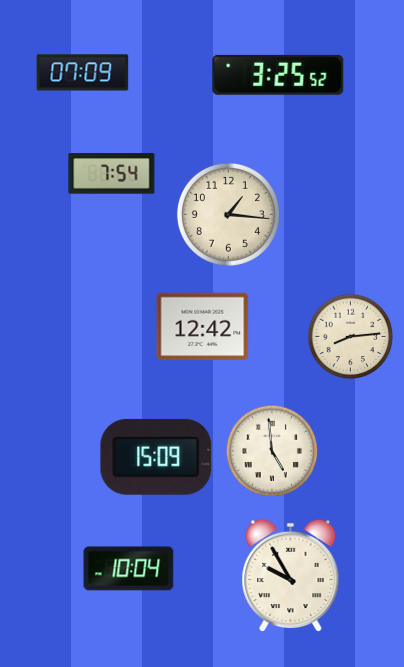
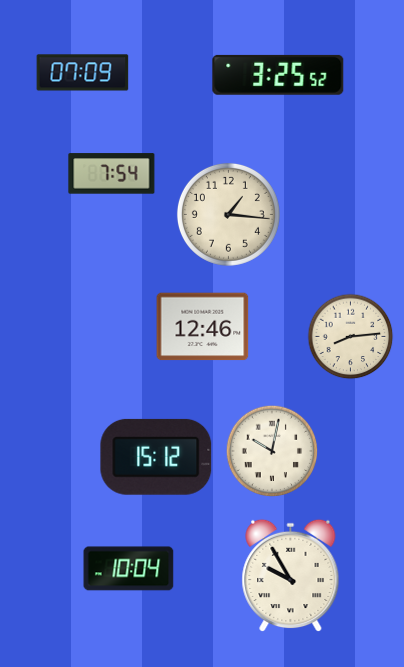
clock at (203, 327): 12:42 -> 12:46
clock at (272, 451): 4:59 -> 10:02
clock at (156, 457): 15:09 -> 15:12
